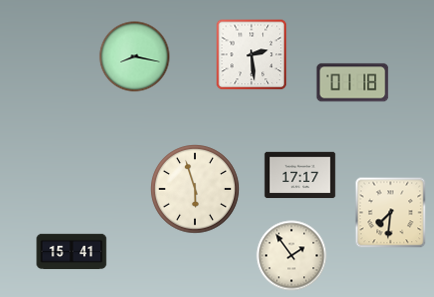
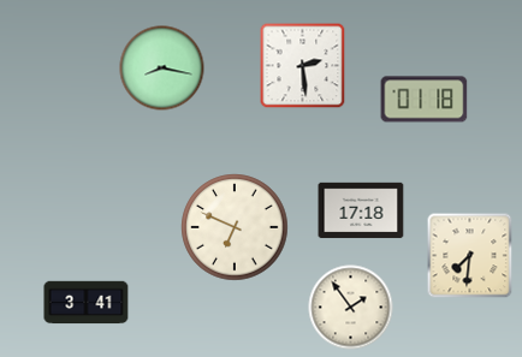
clock at (300, 175): 17:17 -> 17:18
clock at (195, 189): 5:57 -> 6:49
clock at (72, 252): 15:41 -> 3:41
